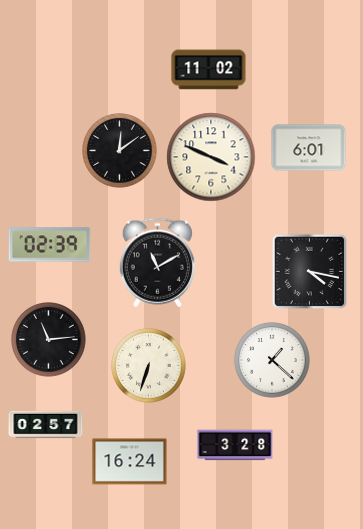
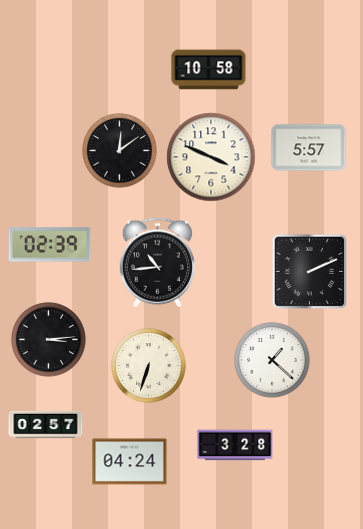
clock at (209, 70): 11:02 -> 10:58
clock at (309, 148): 6:01 -> 5:57
clock at (157, 263): 11:10 -> 10:44
clock at (310, 272): 4:17 -> 2:11
clock at (49, 340): 11:14 -> 3:14
clock at (130, 462): 16:24 -> 04:24
